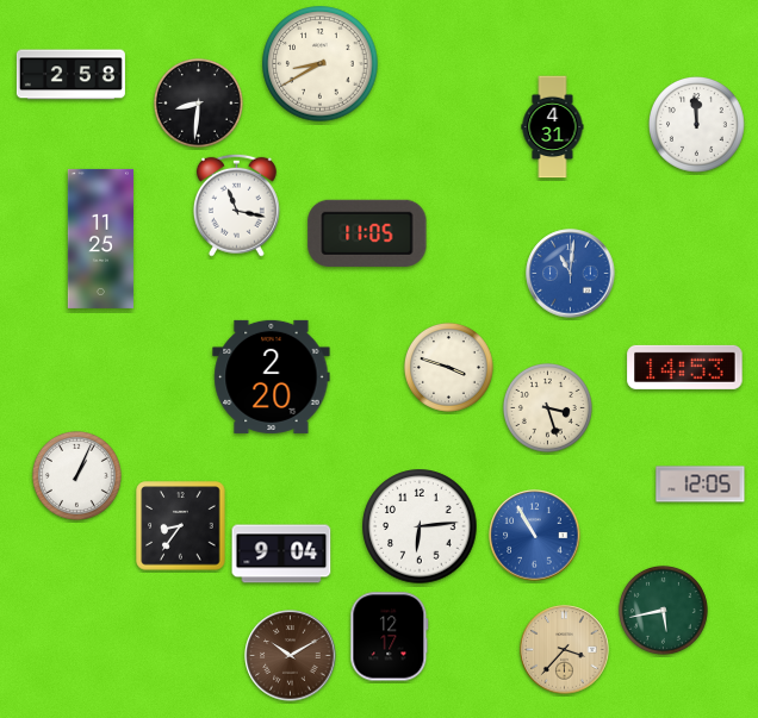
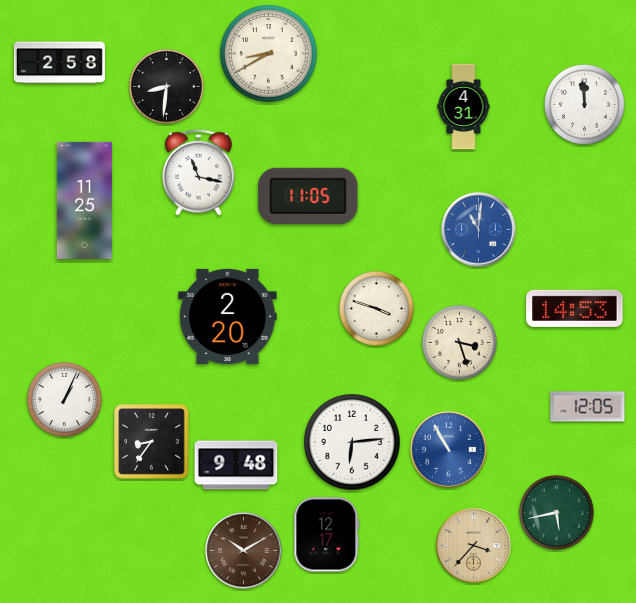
clock at (281, 554): 9:04 -> 9:48
